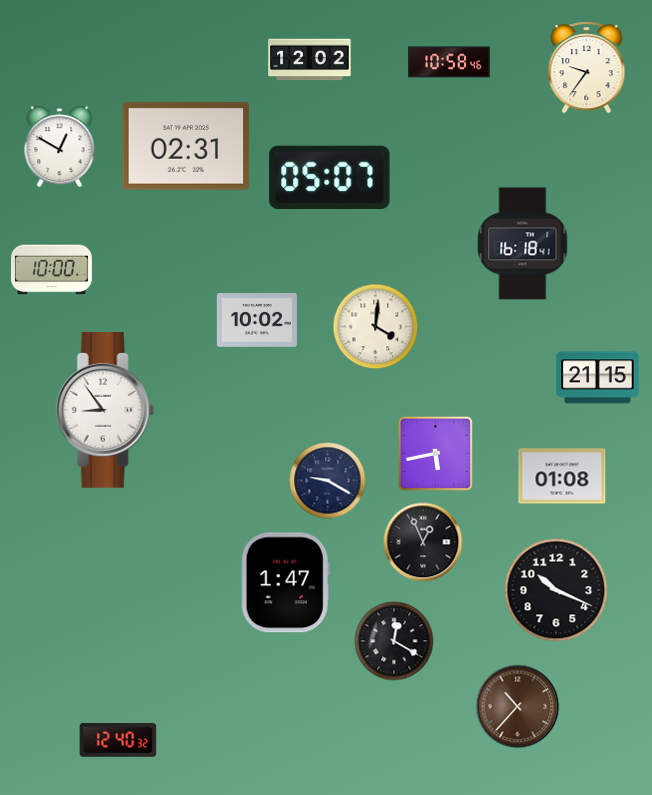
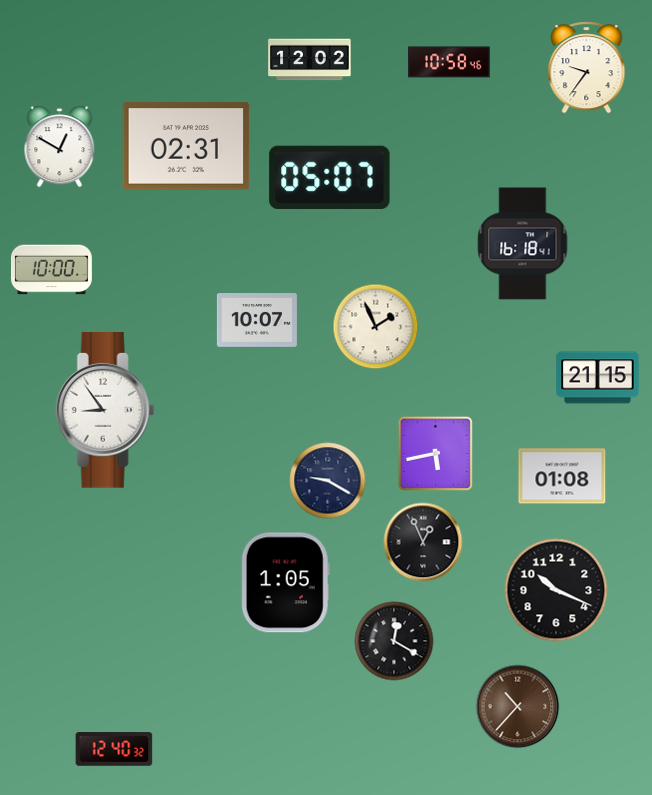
clock at (257, 321): 10:02 -> 10:07
clock at (376, 327): 4:01 -> 1:56
clock at (285, 583): 1:47 -> 1:05
clock at (118, 740) position: (118, 740) -> (114, 749)
